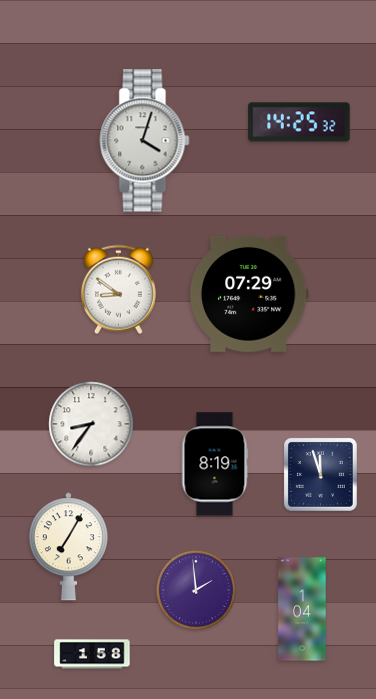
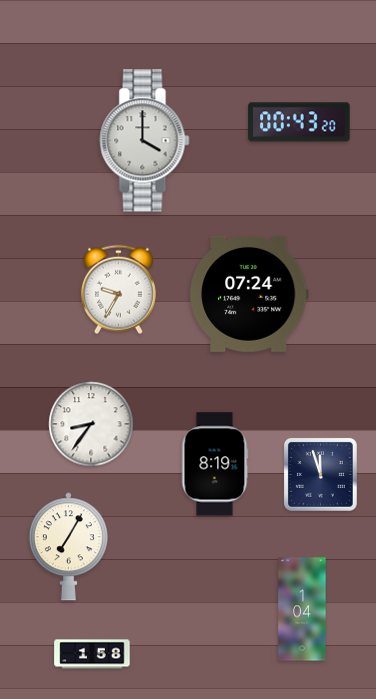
clock at (299, 122): 14:25 -> 00:43
clock at (145, 141): 4:03 -> 4:00
clock at (118, 290): 8:51 -> 9:35
clock at (249, 294): 07:29 -> 07:24
clock at (196, 590): 1:59 -> none
